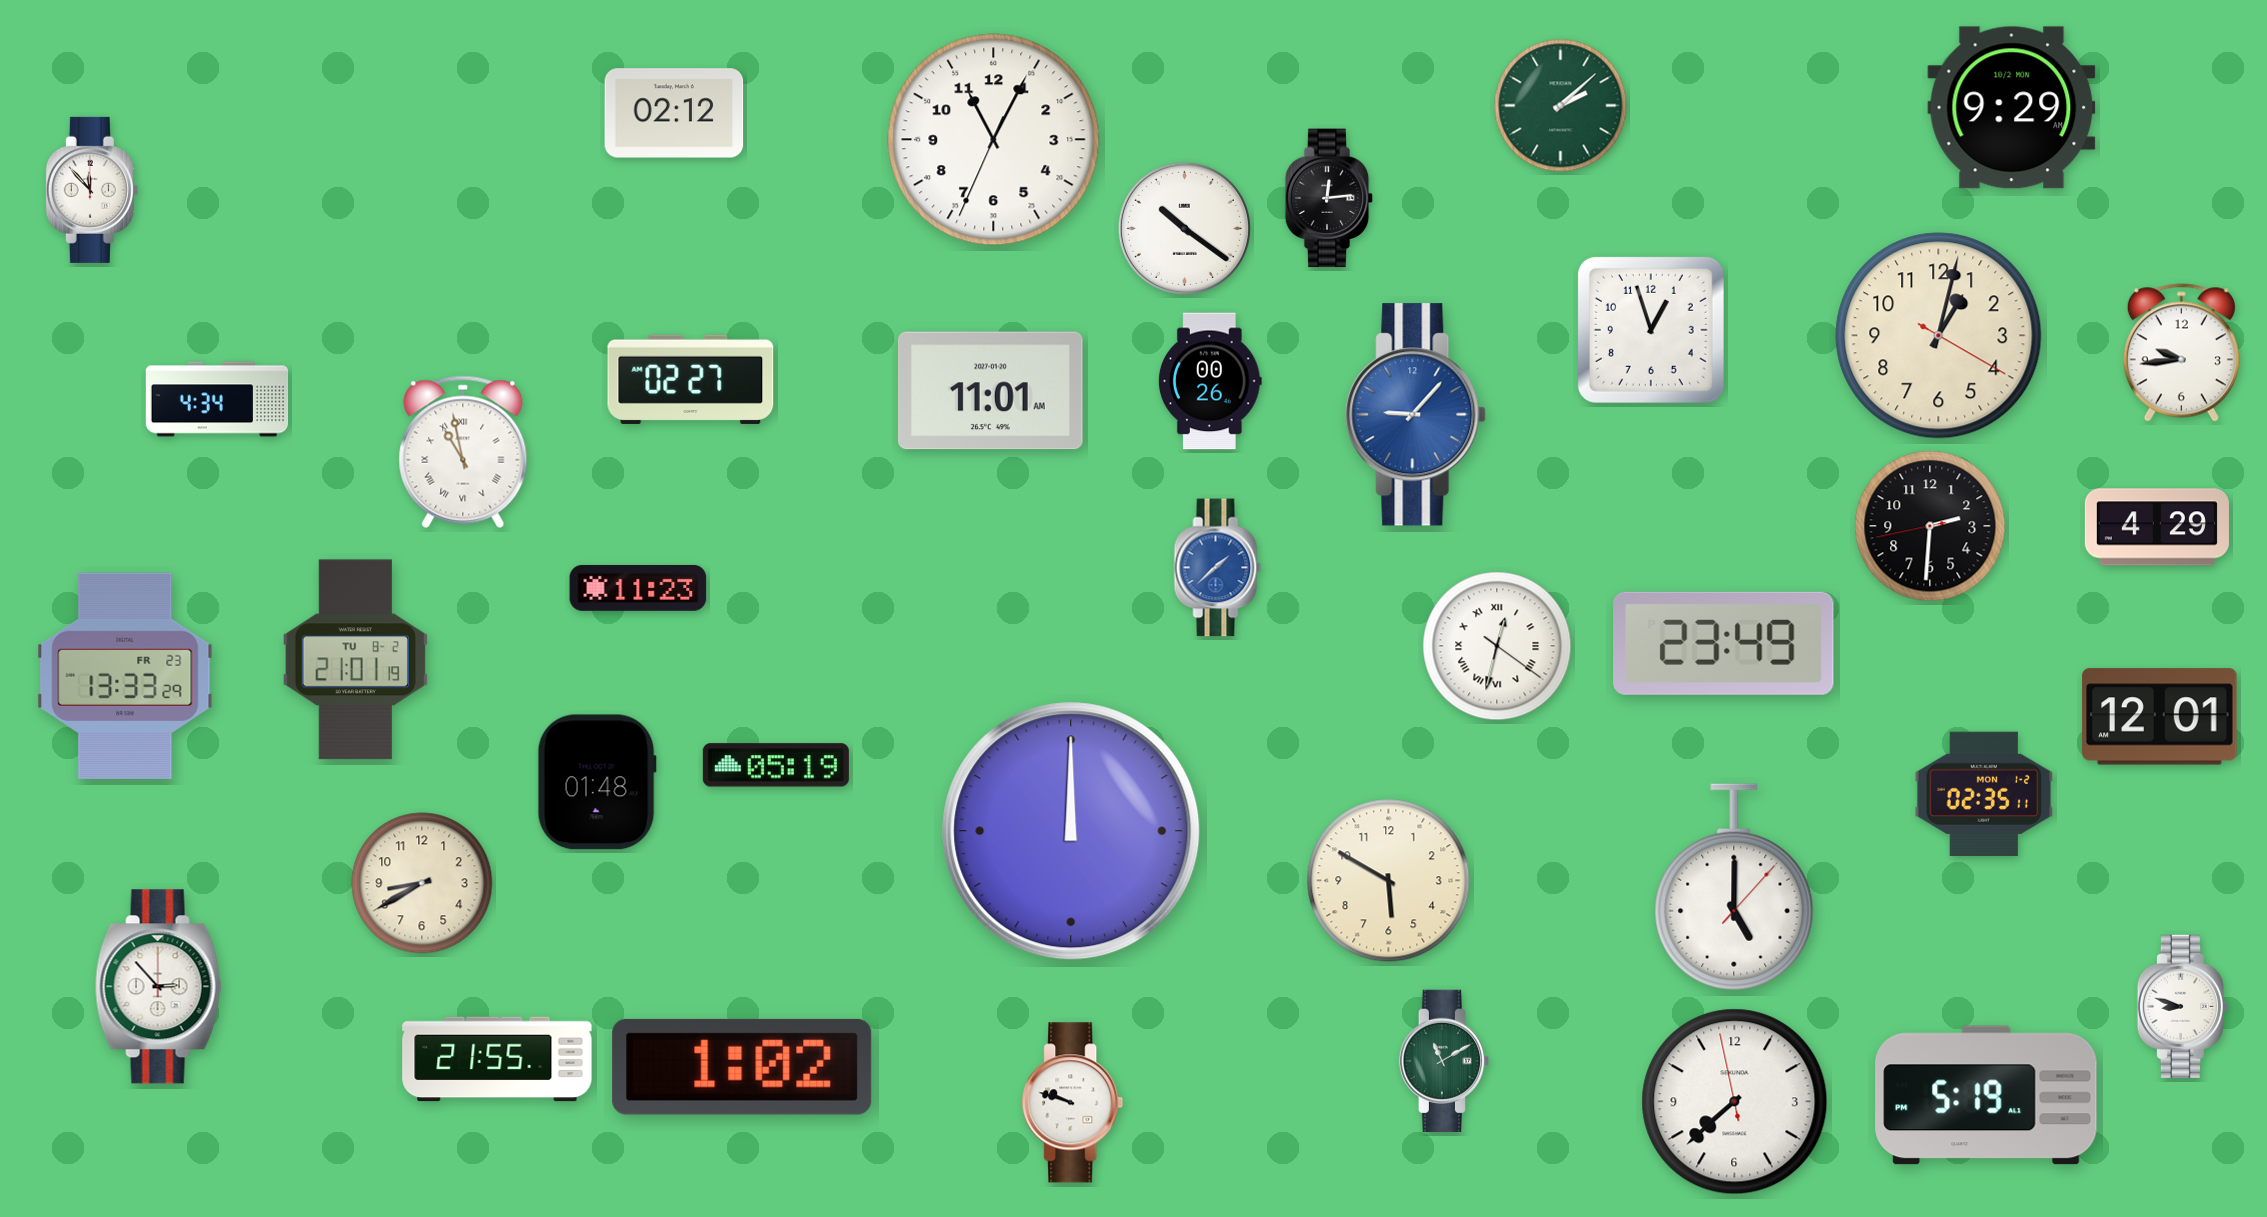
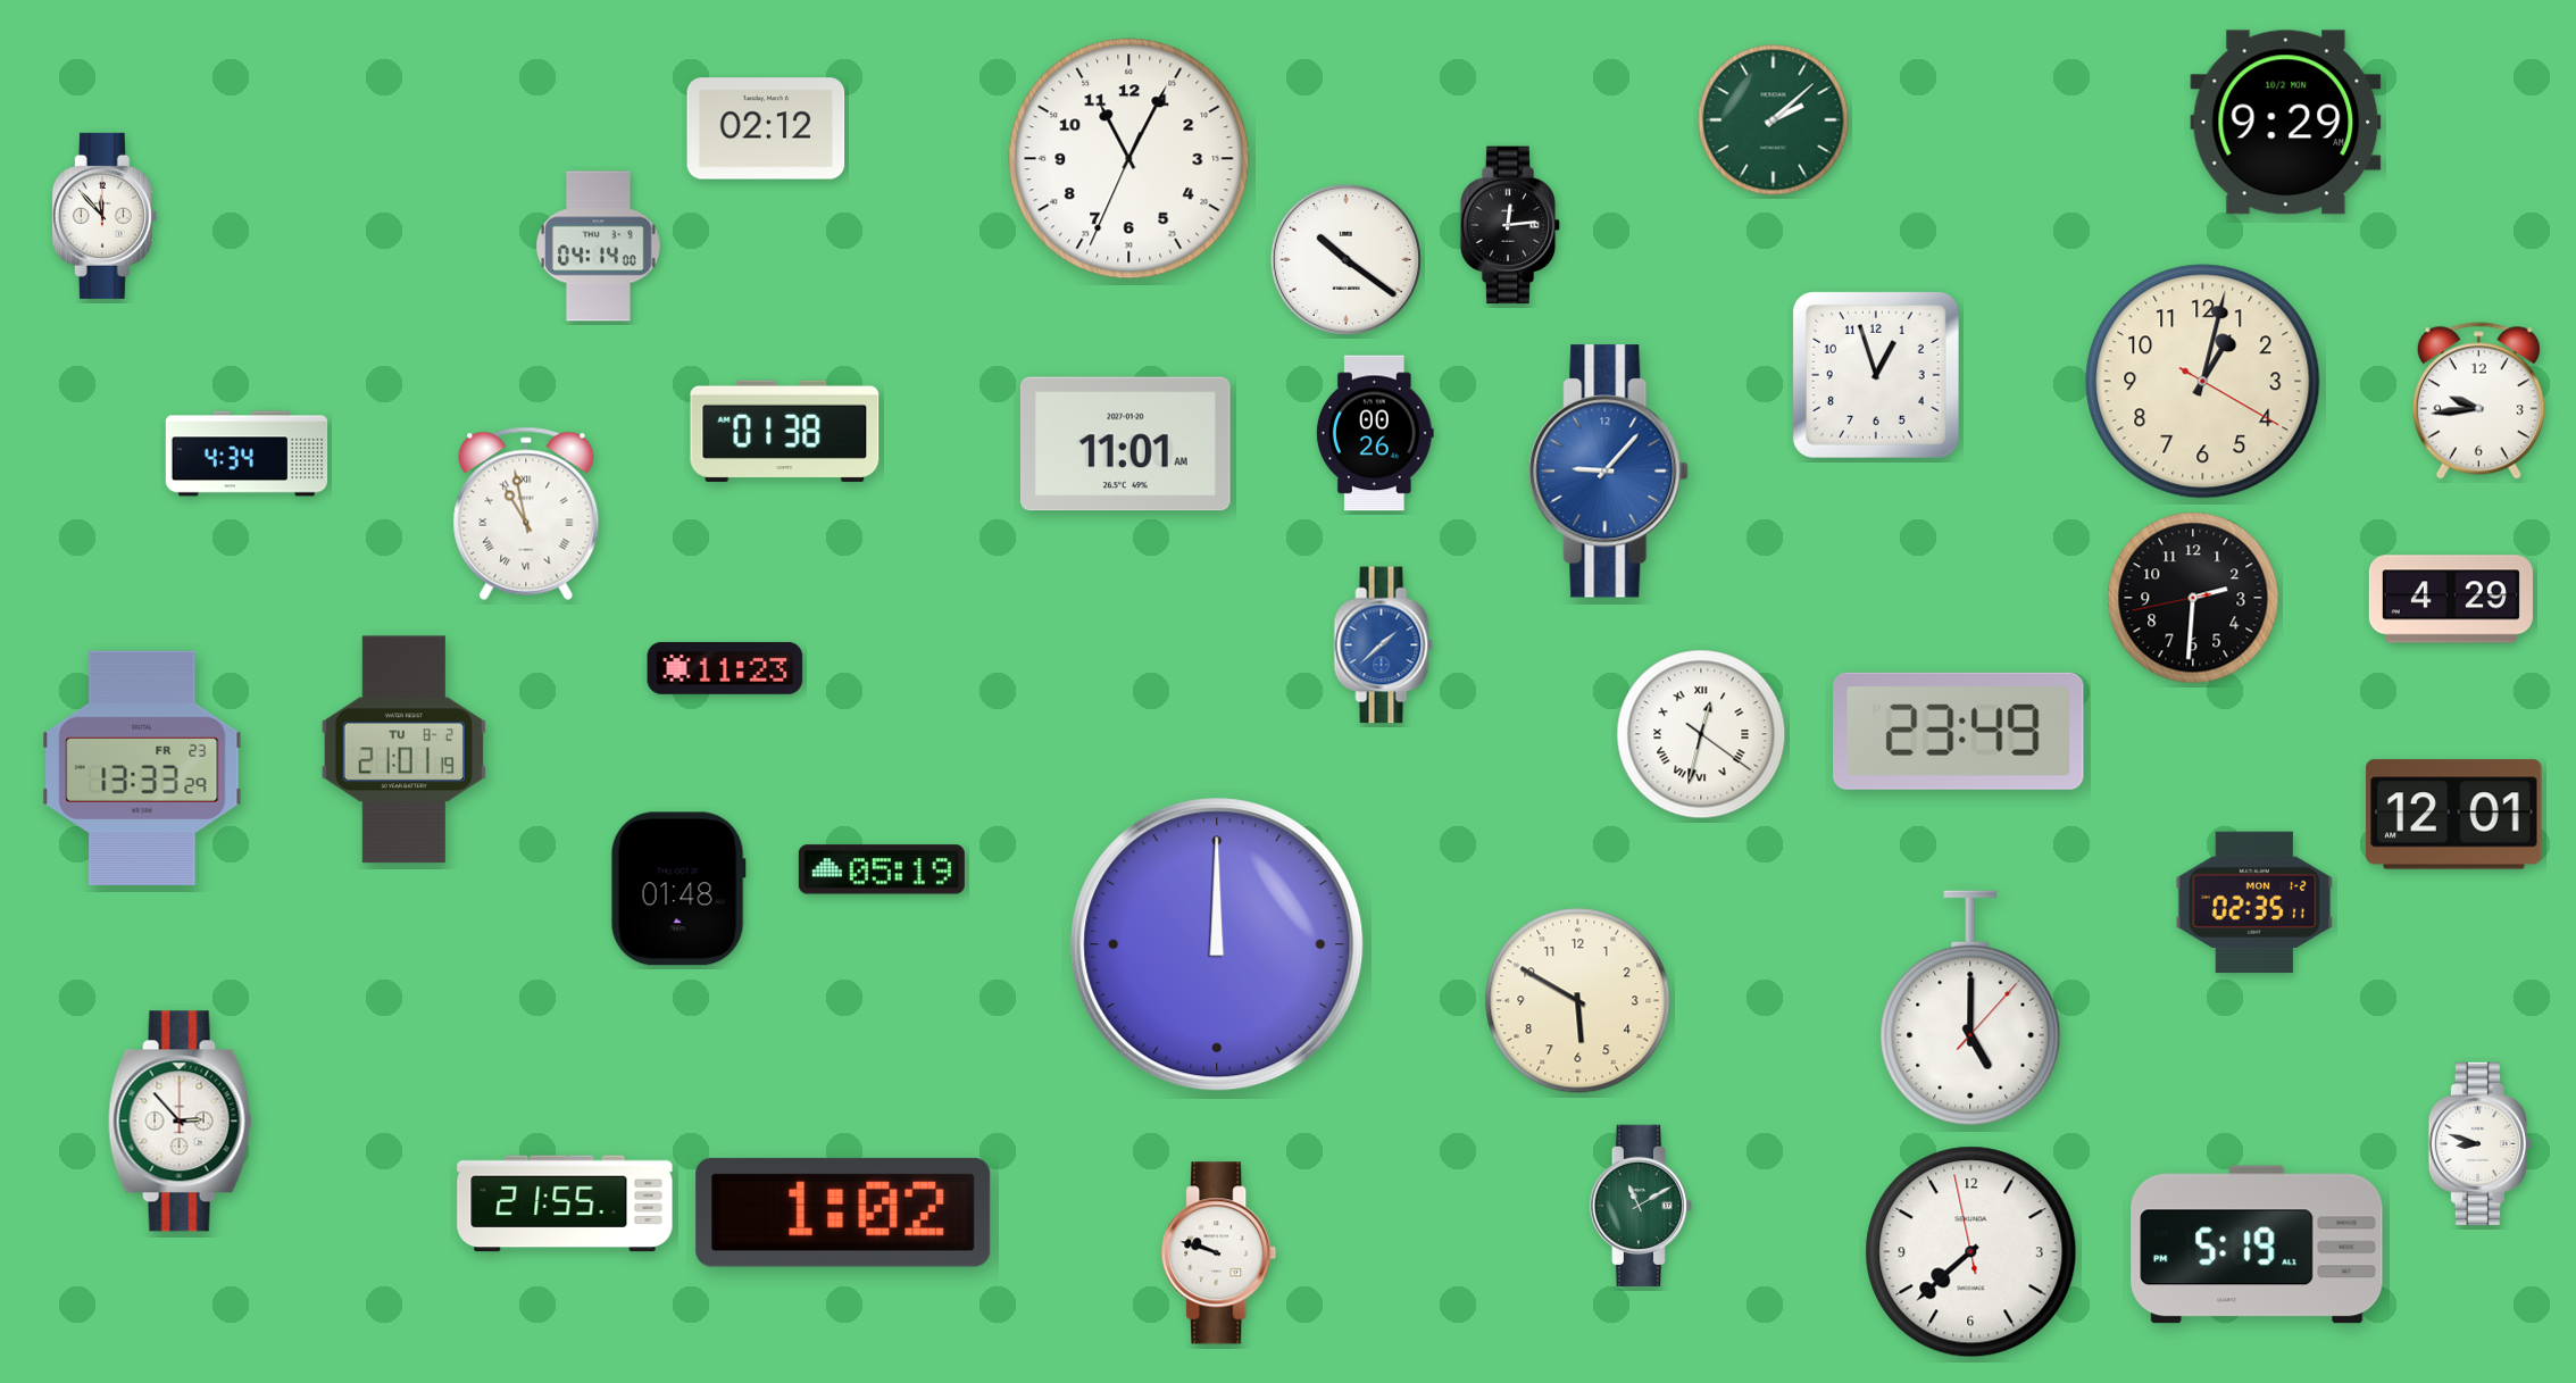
clock at (599, 247): none -> 04:14
clock at (691, 379): 02:27 -> 01:38
clock at (422, 883): 8:40 -> none
